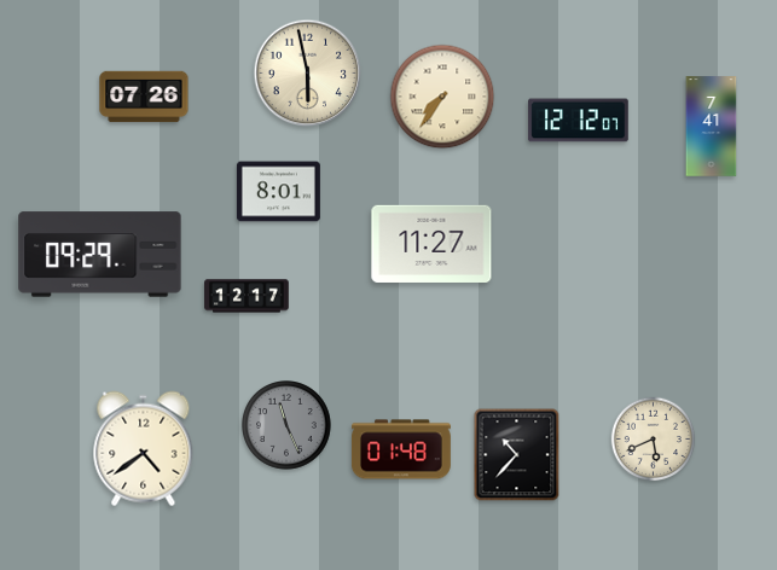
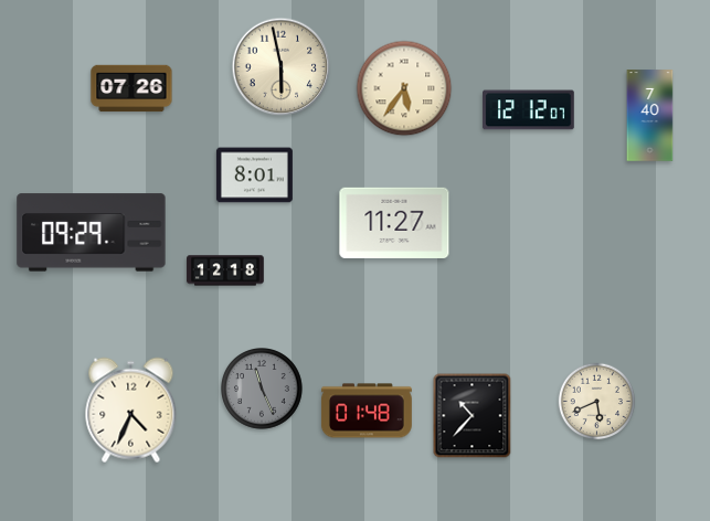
clock at (442, 97): 7:36 -> 5:36
clock at (712, 127): 7:41 -> 7:40
clock at (247, 296): 12:17 -> 12:18
clock at (144, 449): 4:39 -> 4:34
